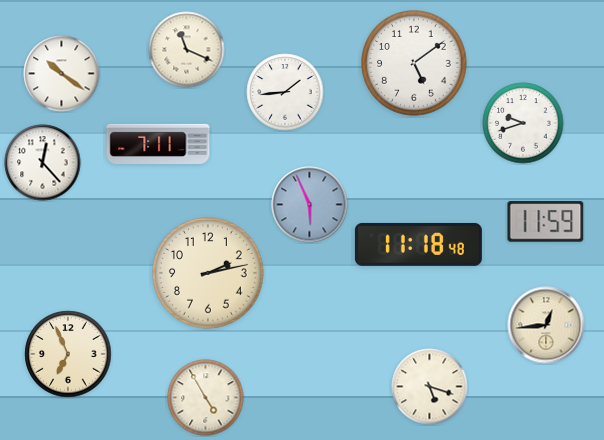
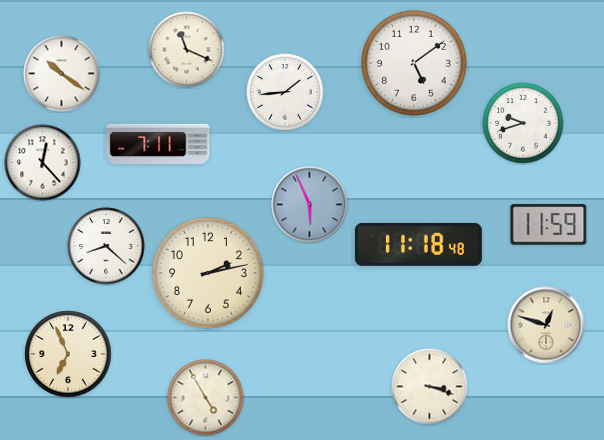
clock at (546, 222) position: (546, 222) -> (549, 225)
clock at (106, 246): none -> 8:22
clock at (546, 325): 12:44 -> 12:48
clock at (430, 387): 5:18 -> 3:18
